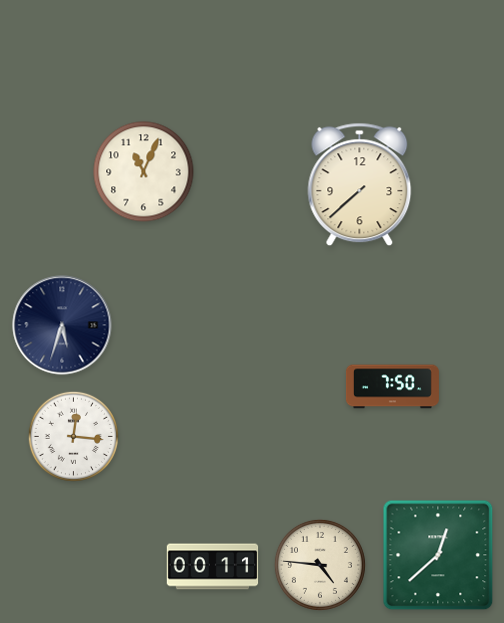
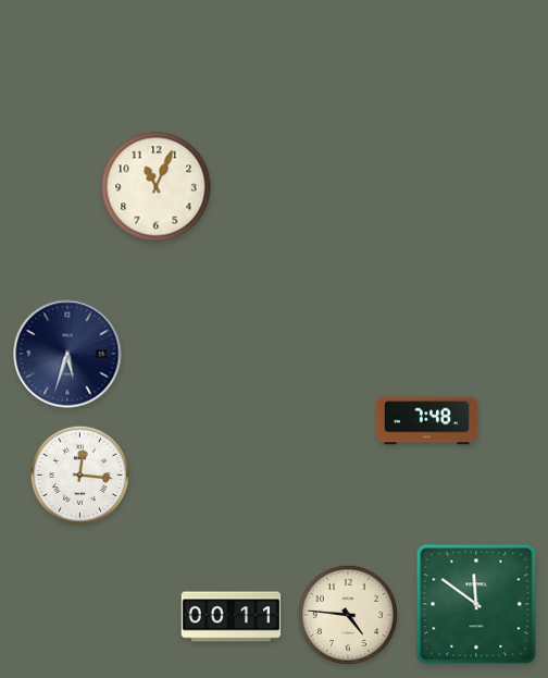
clock at (360, 185): 7:38 -> none
clock at (392, 387): 7:50 -> 7:48
clock at (438, 555): 12:38 -> 11:51
